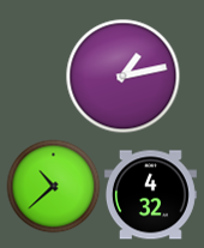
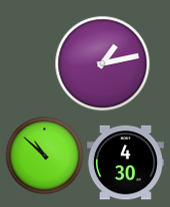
clock at (53, 186): 10:38 -> 10:52
clock at (150, 195): 4:32 -> 4:30
